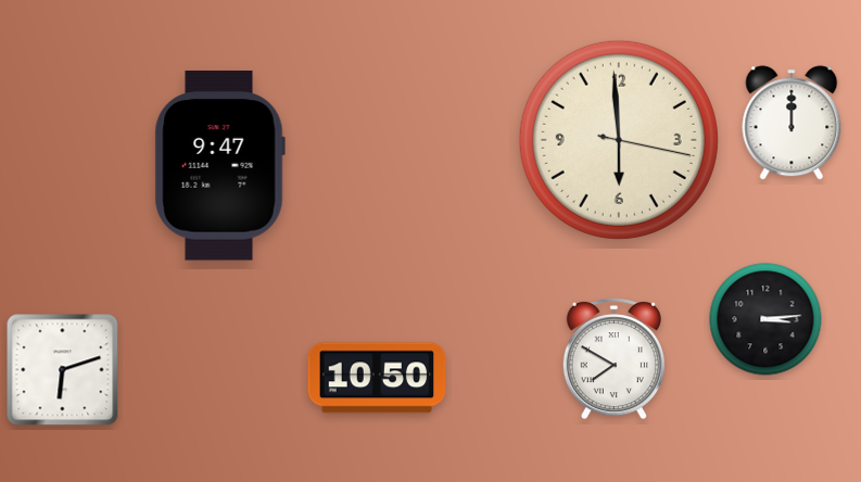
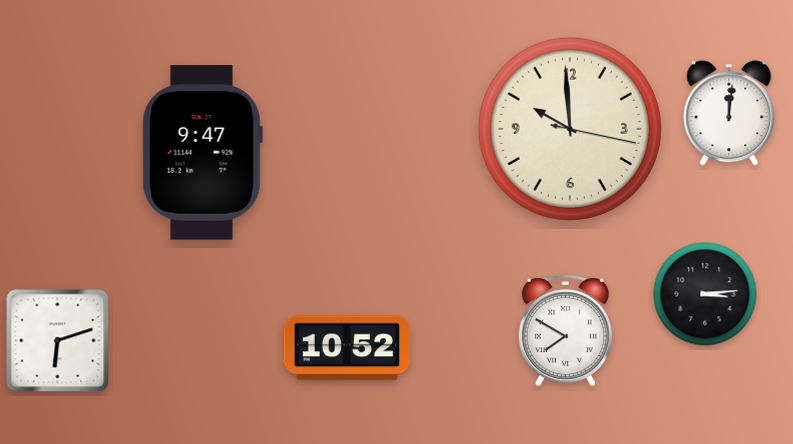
clock at (792, 123): 12:00 -> 12:01
clock at (619, 140): 5:59 -> 9:59
clock at (377, 378): 10:50 -> 10:52
